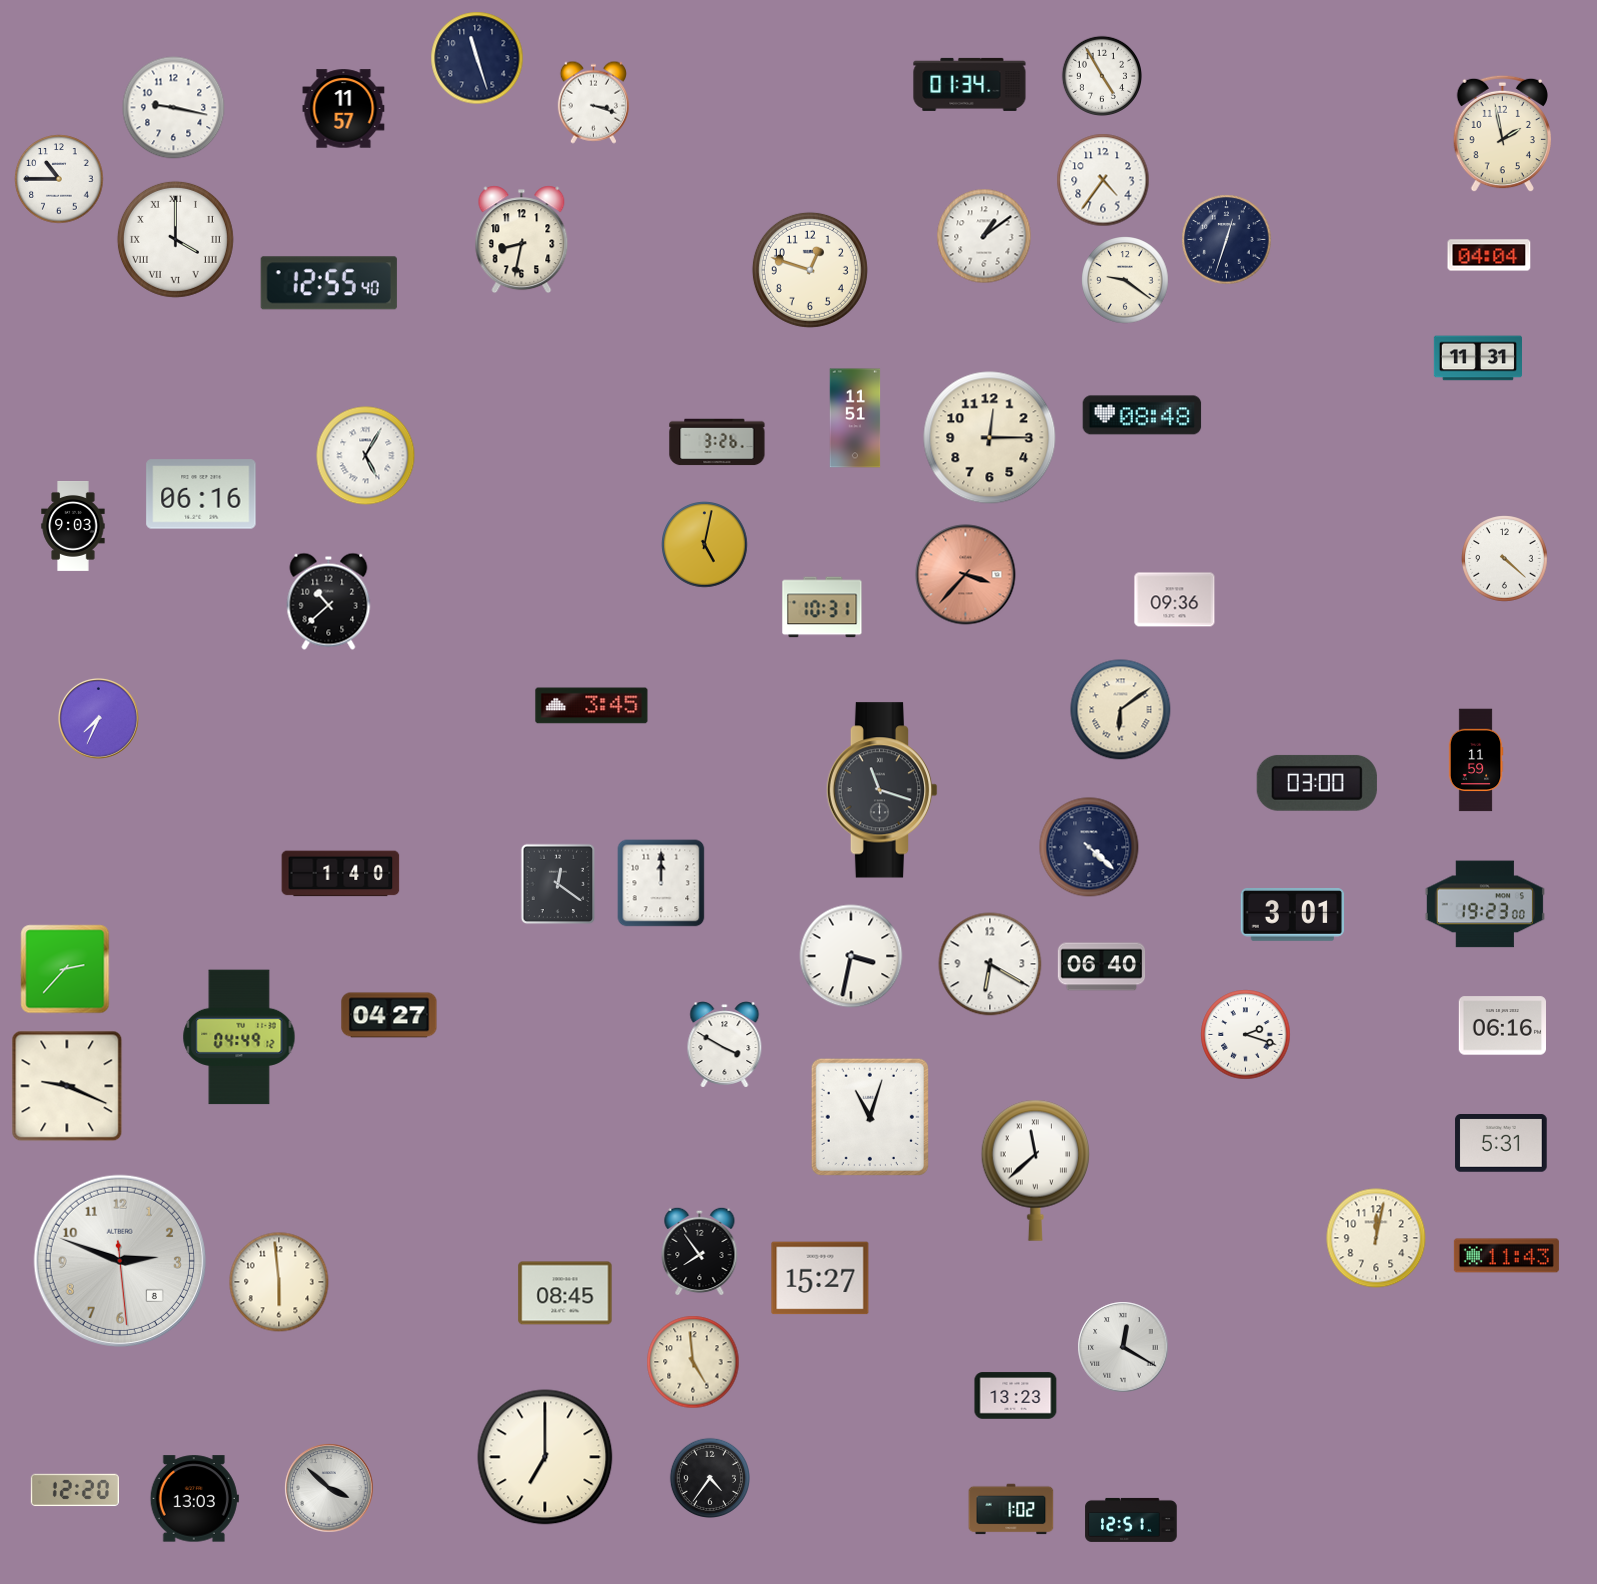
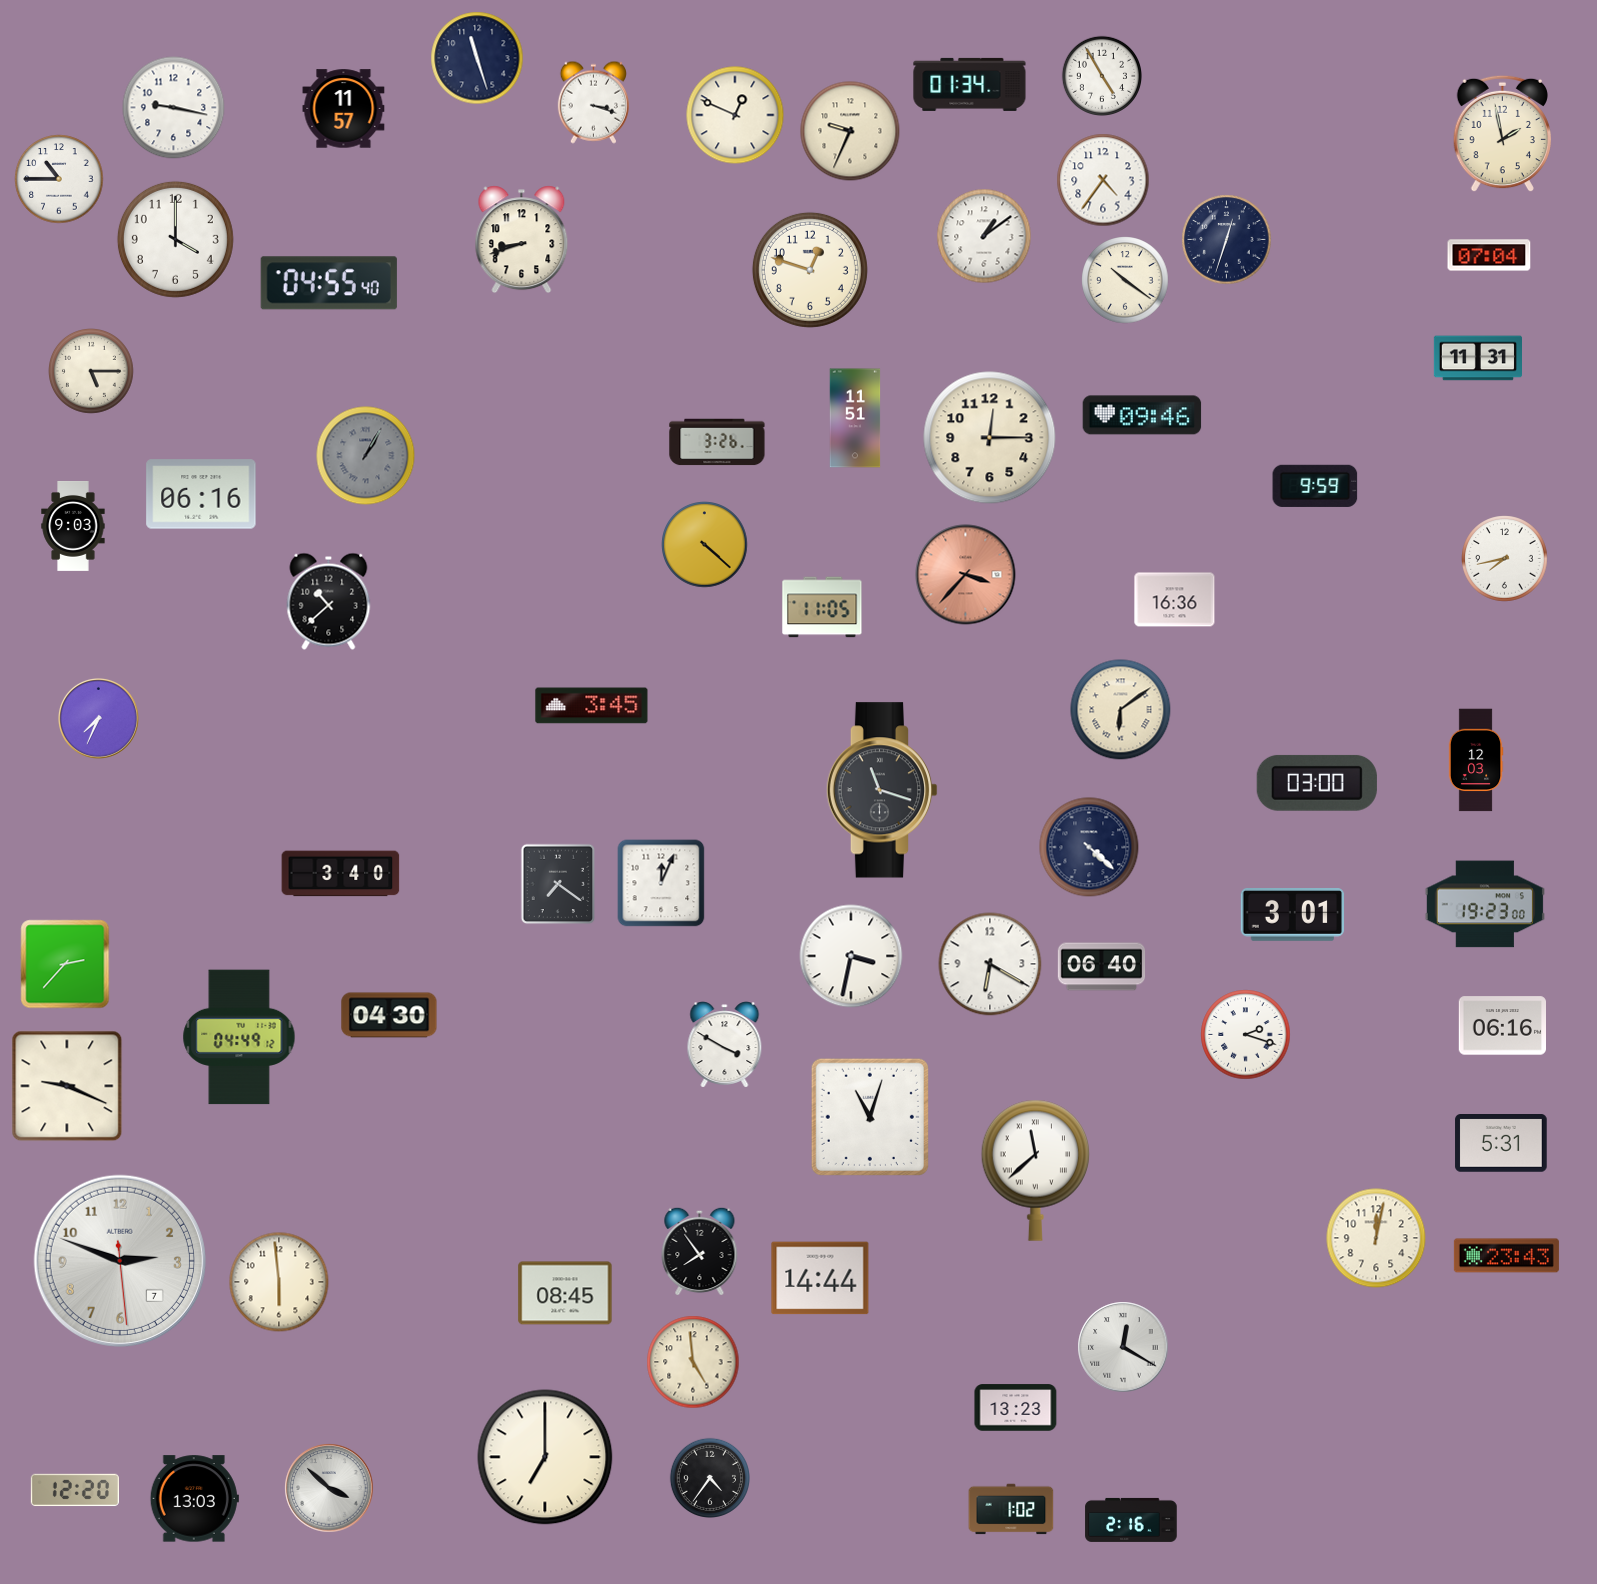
clock at (735, 115): none -> 12:49
clock at (850, 131): none -> 9:34
clock at (175, 239) numerals: Roman -> Arabic
clock at (522, 240): 8:32 -> 8:42
clock at (1489, 255): 04:04 -> 07:04
clock at (1125, 280): 9:21 -> 10:21
clock at (329, 283): 12:55 -> 04:55
clock at (92, 372): none -> 5:15
clock at (1142, 415): 08:48 -> 09:46
clock at (366, 456): 5:05 -> 1:05
clock at (366, 456) dial: white -> grey
clock at (1315, 486): none -> 9:59
clock at (705, 545): 5:02 -> 4:22
clock at (1505, 559): 4:22 -> 7:43
clock at (1175, 600): 09:36 -> 16:36
clock at (822, 607): 10:31 -> 11:05
clock at (1476, 760): 11:59 -> 12:03
clock at (341, 874): 1:40 -> 3:40
clock at (661, 883): 12:00 -> 12:04
clock at (558, 884): 12:21 -> 7:21
clock at (65, 969) position: (65, 969) -> (65, 964)
clock at (389, 1015): 04:27 -> 04:30
clock at (1506, 1256): 11:43 -> 23:43
clock at (119, 1260) date: 8 -> 7
clock at (820, 1278): 15:27 -> 14:44
clock at (1016, 1396) position: (1016, 1396) -> (1016, 1408)
clock at (1131, 1520): 12:51 -> 2:16
